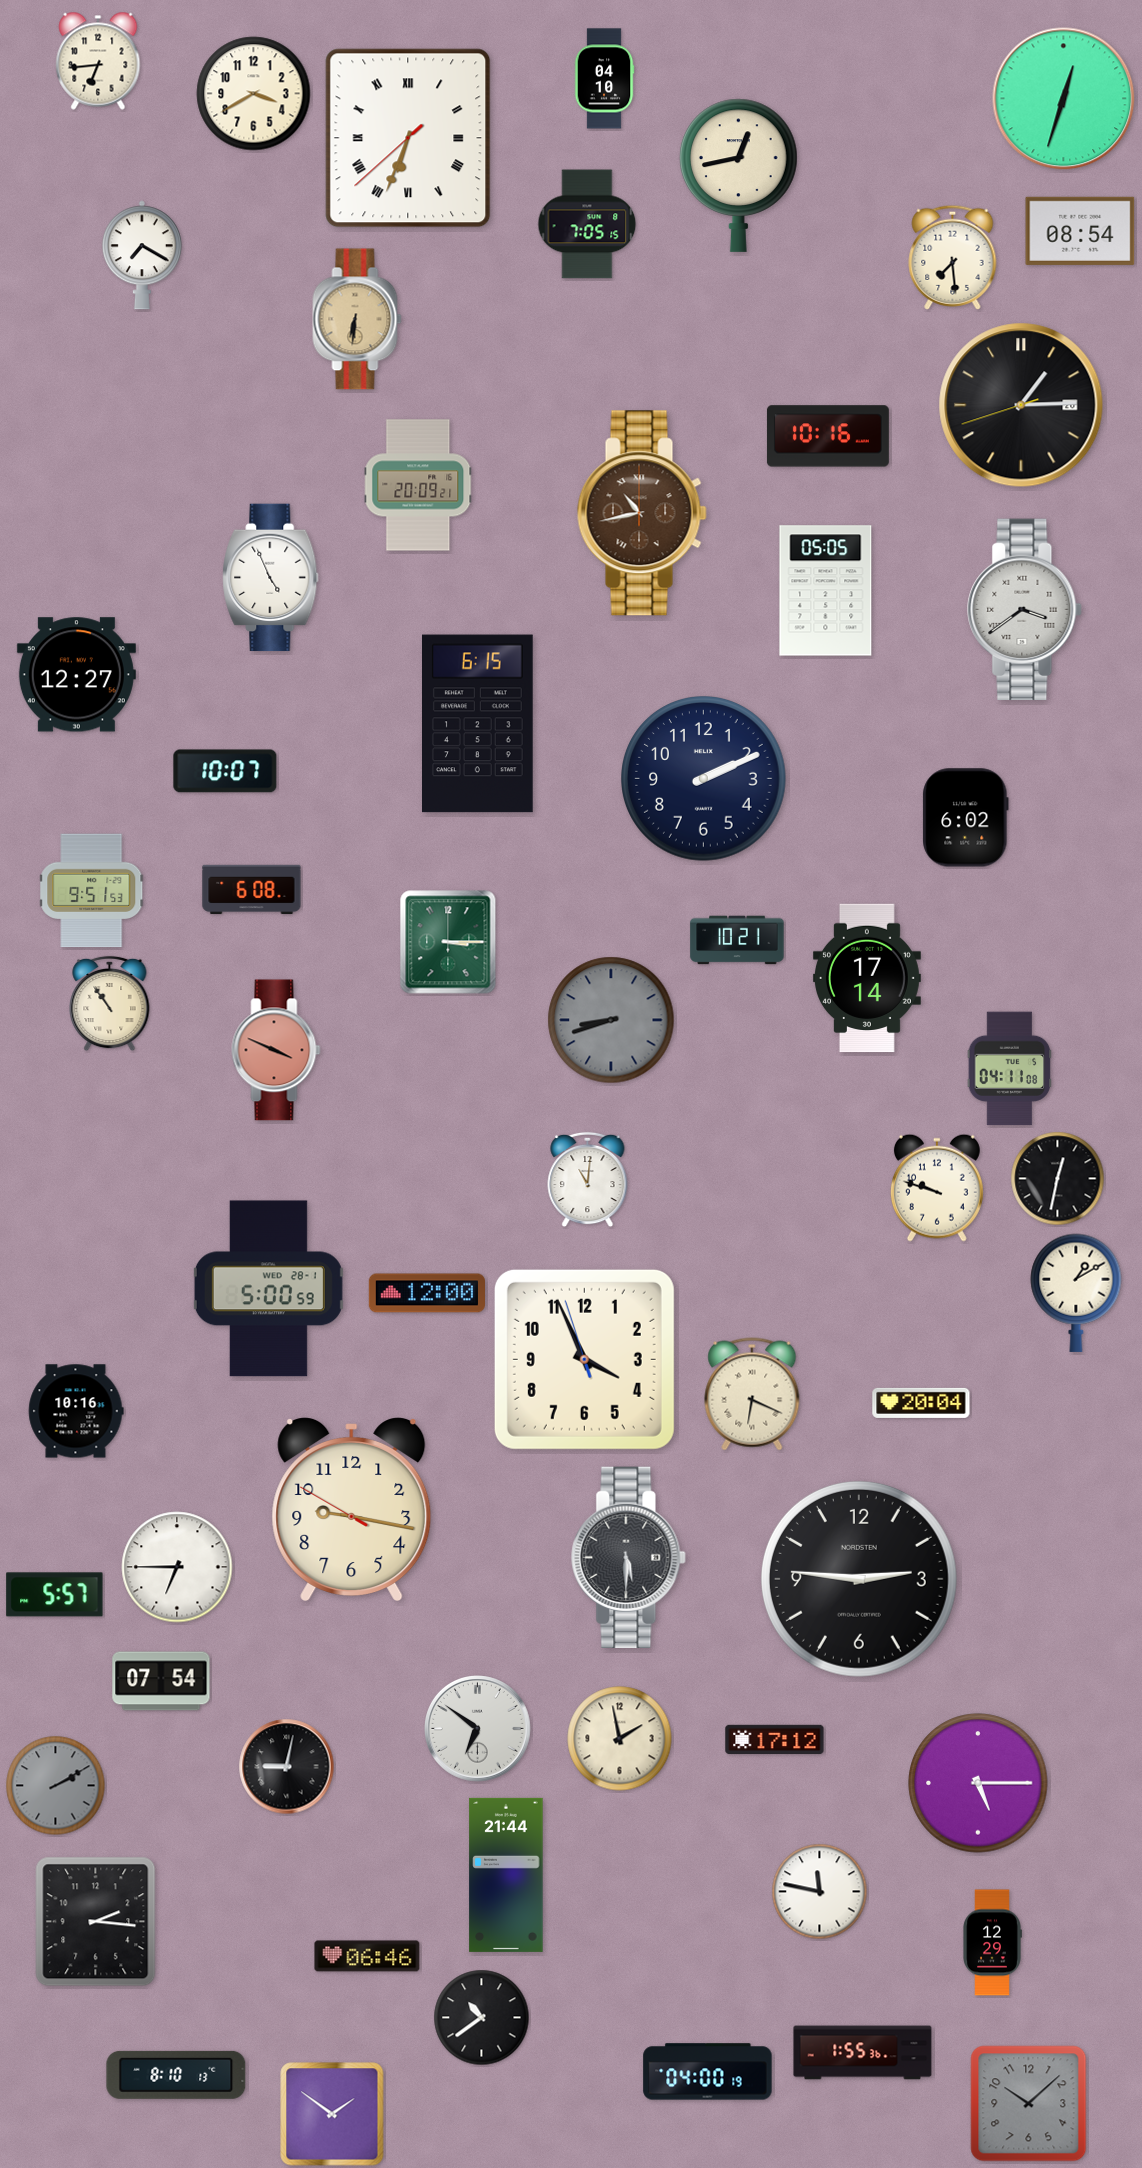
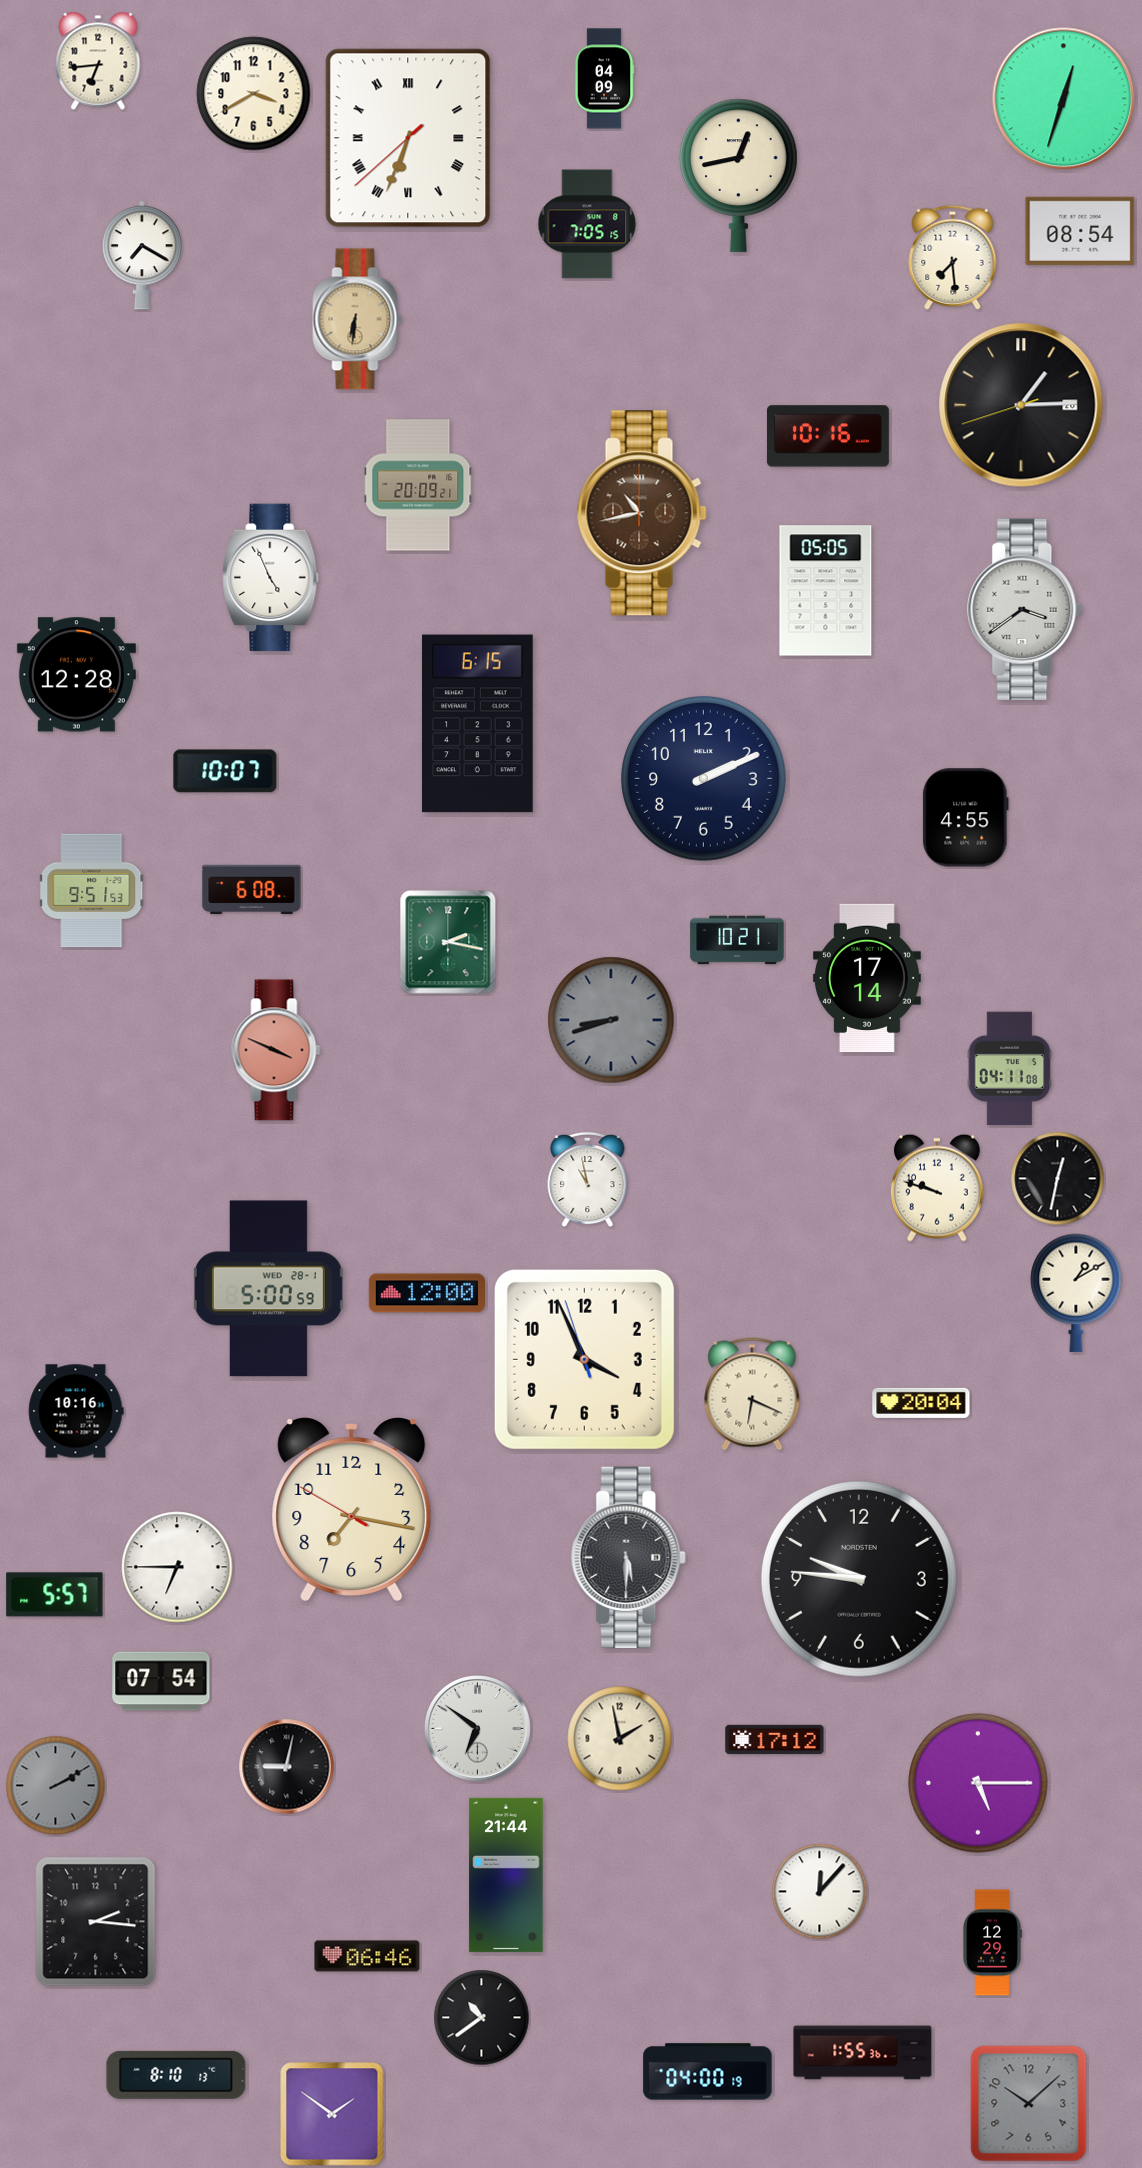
clock at (604, 79): 04:10 -> 04:09
clock at (76, 675): 12:27 -> 12:28
clock at (966, 818): 6:02 -> 4:55
clock at (448, 942): 3:15 -> 2:17
clock at (110, 1004): 10:54 -> none
clock at (588, 1180): 11:01 -> 10:58
clock at (352, 1509): 9:16 -> 7:16
clock at (859, 1579): 2:46 -> 9:46
clock at (820, 1892): 11:47 -> 12:07
